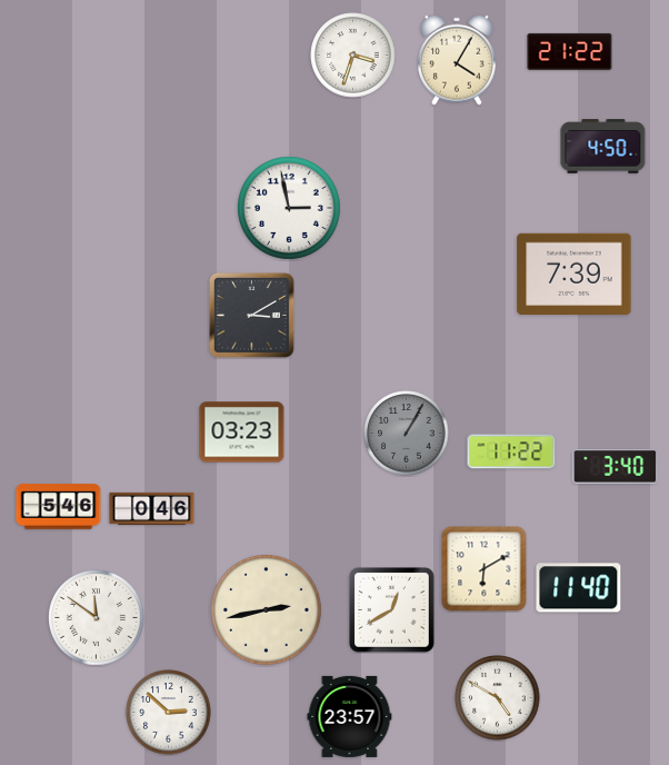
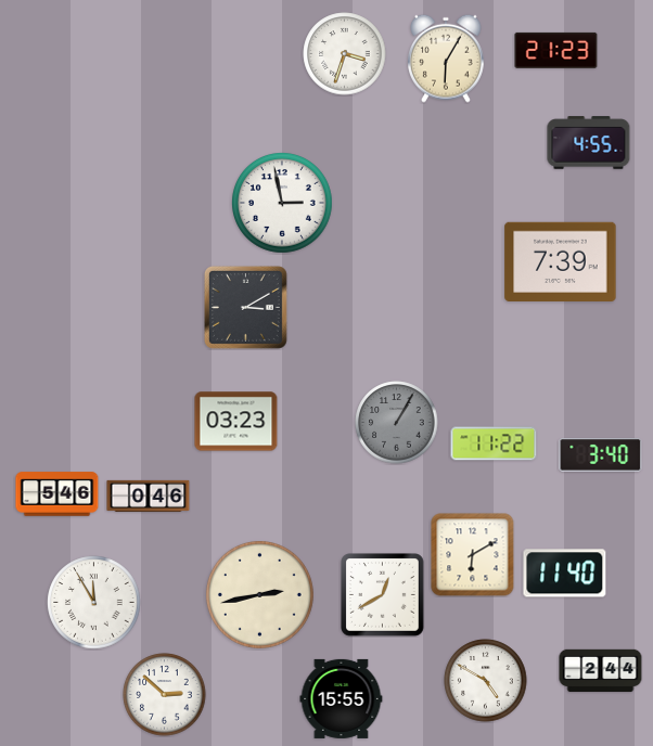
clock at (570, 51): 21:22 -> 21:23
clock at (458, 60): 4:05 -> 6:05
clock at (603, 147): 4:50 -> 4:55
clock at (575, 274) position: (575, 274) -> (561, 261)
clock at (511, 451) position: (511, 451) -> (494, 443)
clock at (97, 618): 11:51 -> 11:55
clock at (601, 671): none -> 2:44
clock at (350, 716): 23:57 -> 15:55
